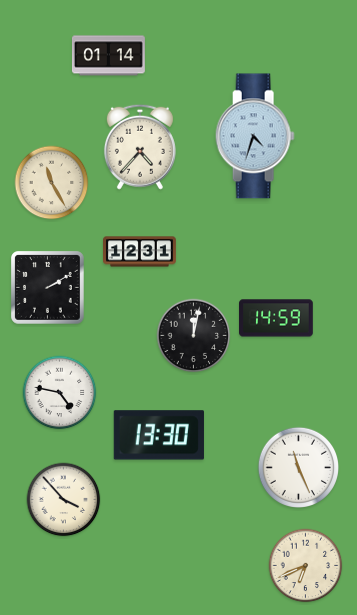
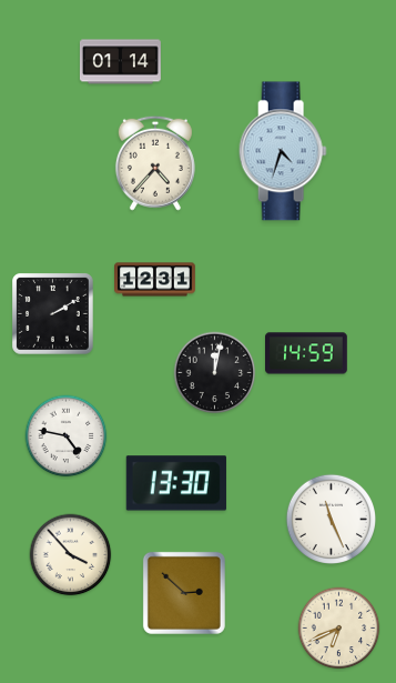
clock at (52, 183): 11:25 -> none
clock at (48, 288) position: (48, 288) -> (53, 314)
clock at (184, 593): none -> 2:52
